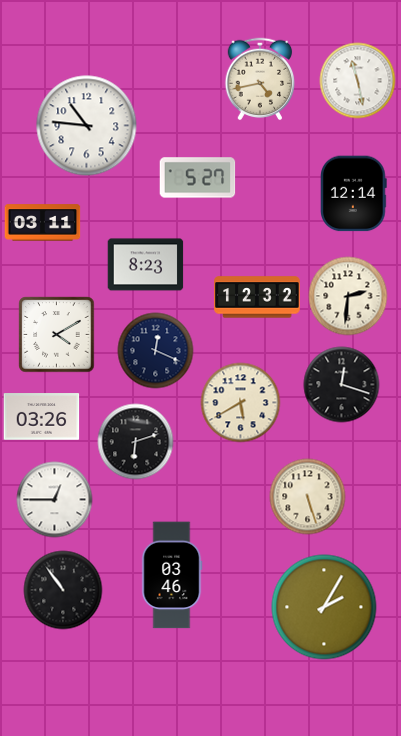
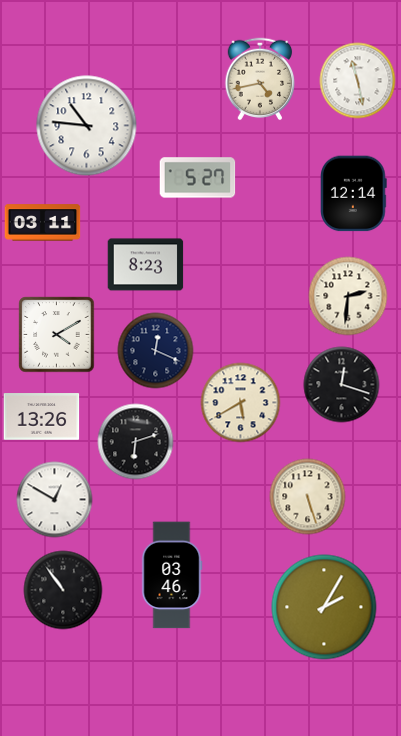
clock at (257, 297): 12:32 -> none
clock at (42, 417): 03:26 -> 13:26
clock at (55, 500): 12:45 -> 12:50
